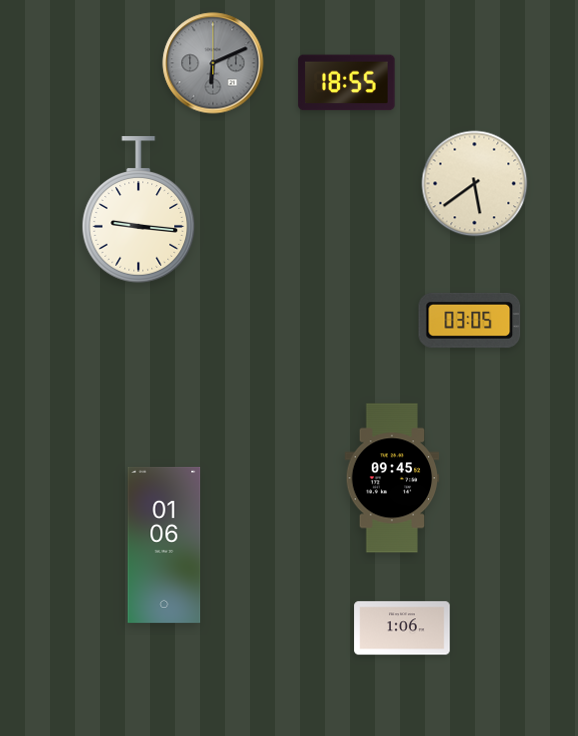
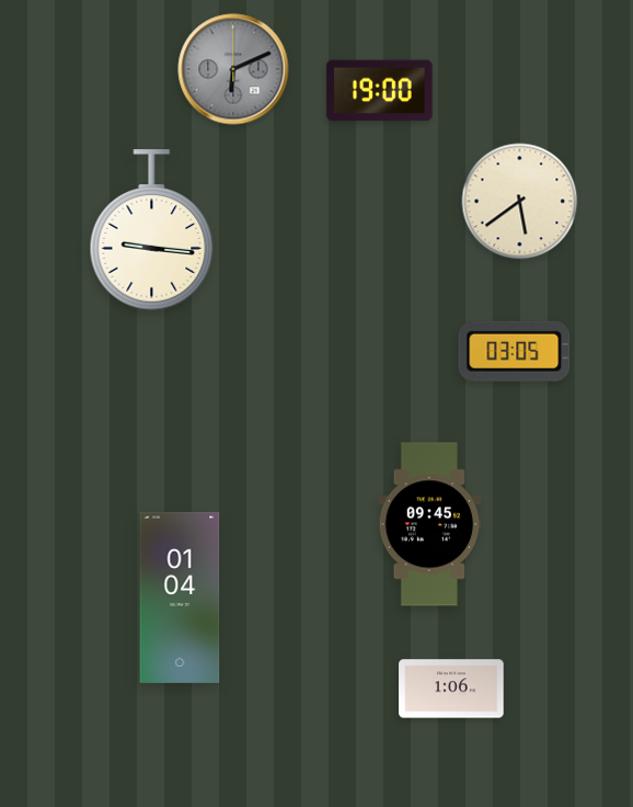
clock at (347, 83): 18:55 -> 19:00
clock at (164, 545): 01:06 -> 01:04
clock at (402, 628) position: (402, 628) -> (451, 689)
